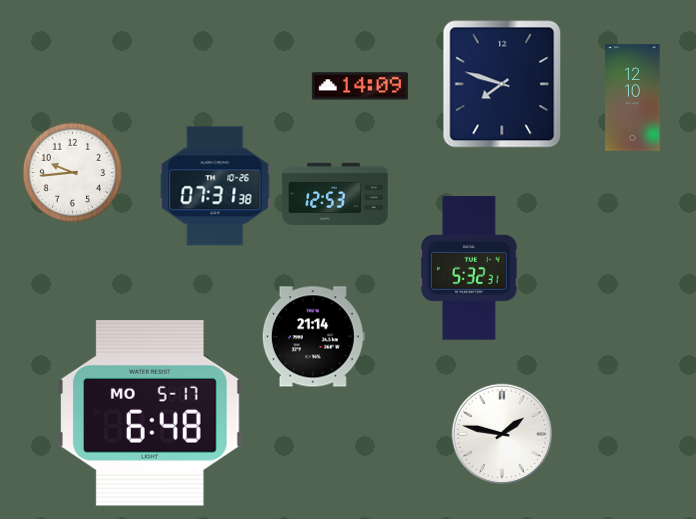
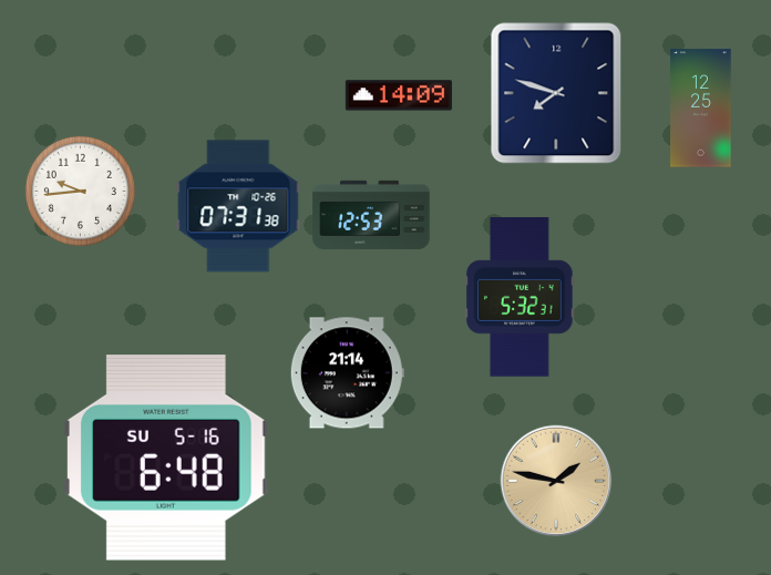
clock at (633, 98): 12:10 -> 12:25
clock at (151, 414) date: MO 5-17 -> SU 5-16
clock at (502, 434) dial: white -> champagne
